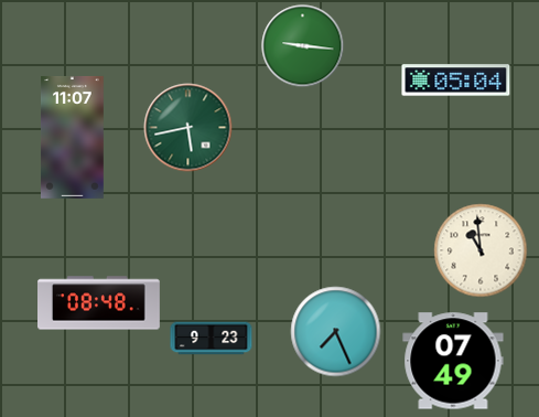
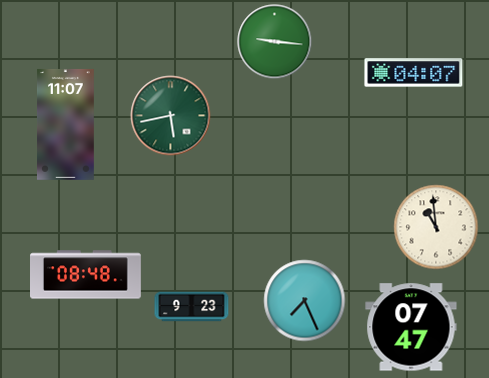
clock at (456, 81): 05:04 -> 04:07
clock at (99, 303) position: (99, 303) -> (86, 275)
clock at (453, 361): 07:49 -> 07:47
